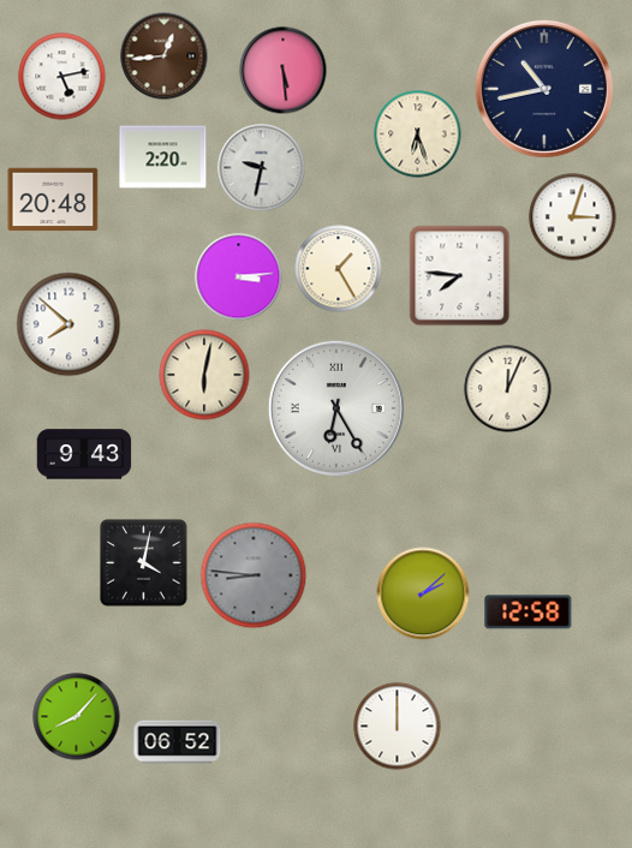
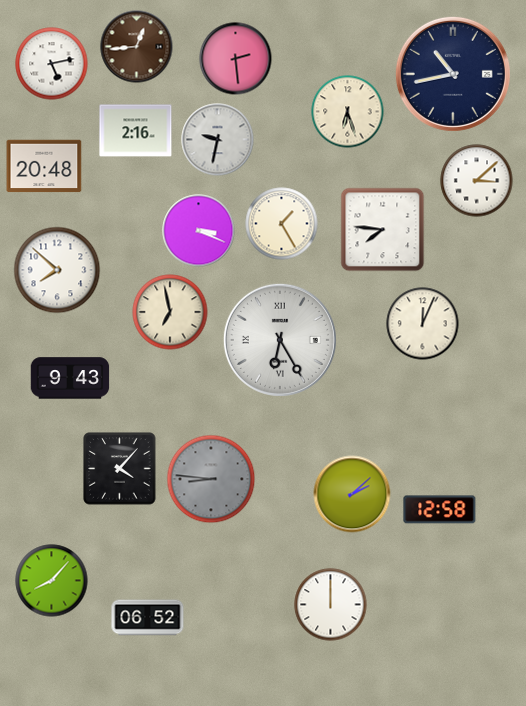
clock at (284, 71): 5:29 -> 2:29
clock at (163, 157): 2:20 -> 2:16
clock at (573, 217): 3:03 -> 3:08
clock at (239, 277): 3:14 -> 3:19
clock at (204, 375): 6:02 -> 6:58
clock at (144, 563): 4:02 -> 4:07
clock at (77, 717) position: (77, 717) -> (52, 581)
